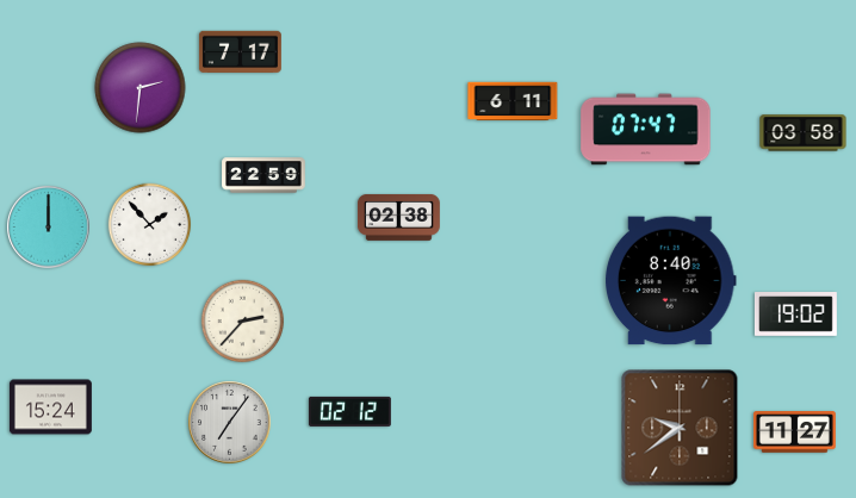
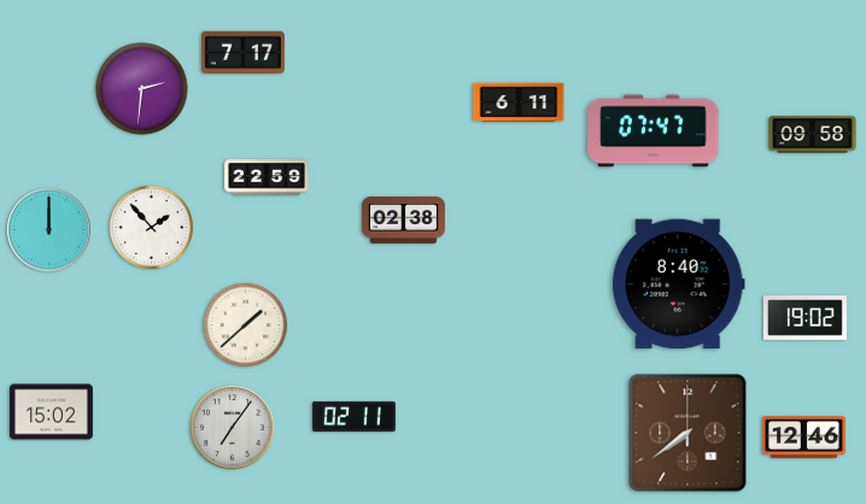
clock at (804, 133): 03:58 -> 09:58
clock at (243, 322): 2:37 -> 1:38
clock at (50, 407): 15:24 -> 15:02
clock at (349, 411): 02:12 -> 02:11
clock at (680, 428): 9:39 -> 7:39
clock at (794, 432): 11:27 -> 12:46
